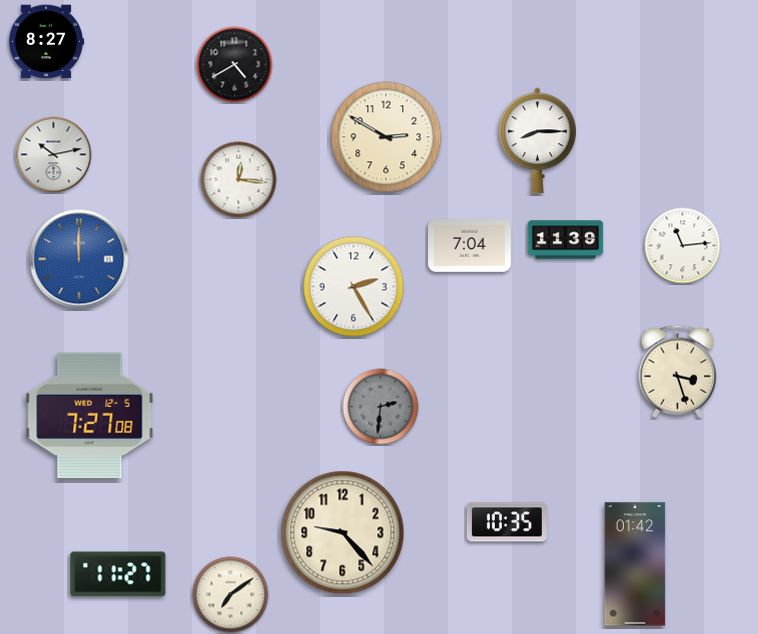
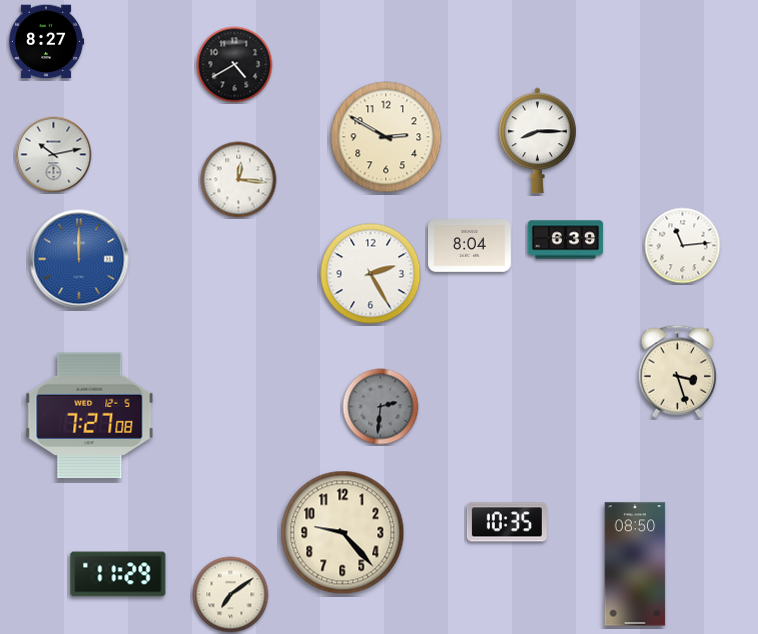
clock at (566, 240): 11:39 -> 6:39
clock at (470, 246): 7:04 -> 8:04
clock at (354, 287) position: (354, 287) -> (371, 274)
clock at (635, 564): 01:42 -> 08:50
clock at (118, 574): 11:27 -> 11:29
